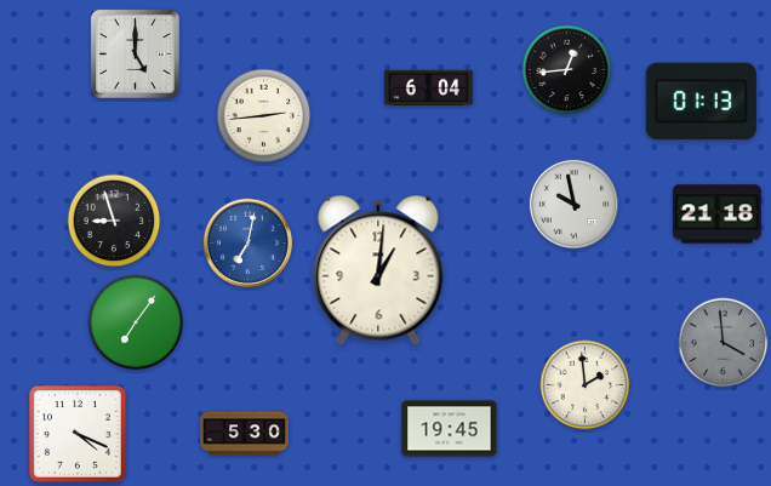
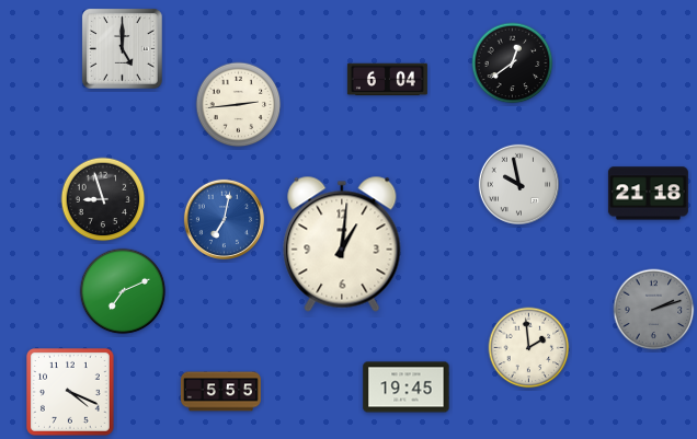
clock at (567, 70): 12:44 -> 12:39
clock at (701, 102): 01:13 -> none
clock at (136, 322): 7:06 -> 7:11
clock at (724, 343): 3:59 -> 2:12
clock at (244, 434): 5:30 -> 5:55
